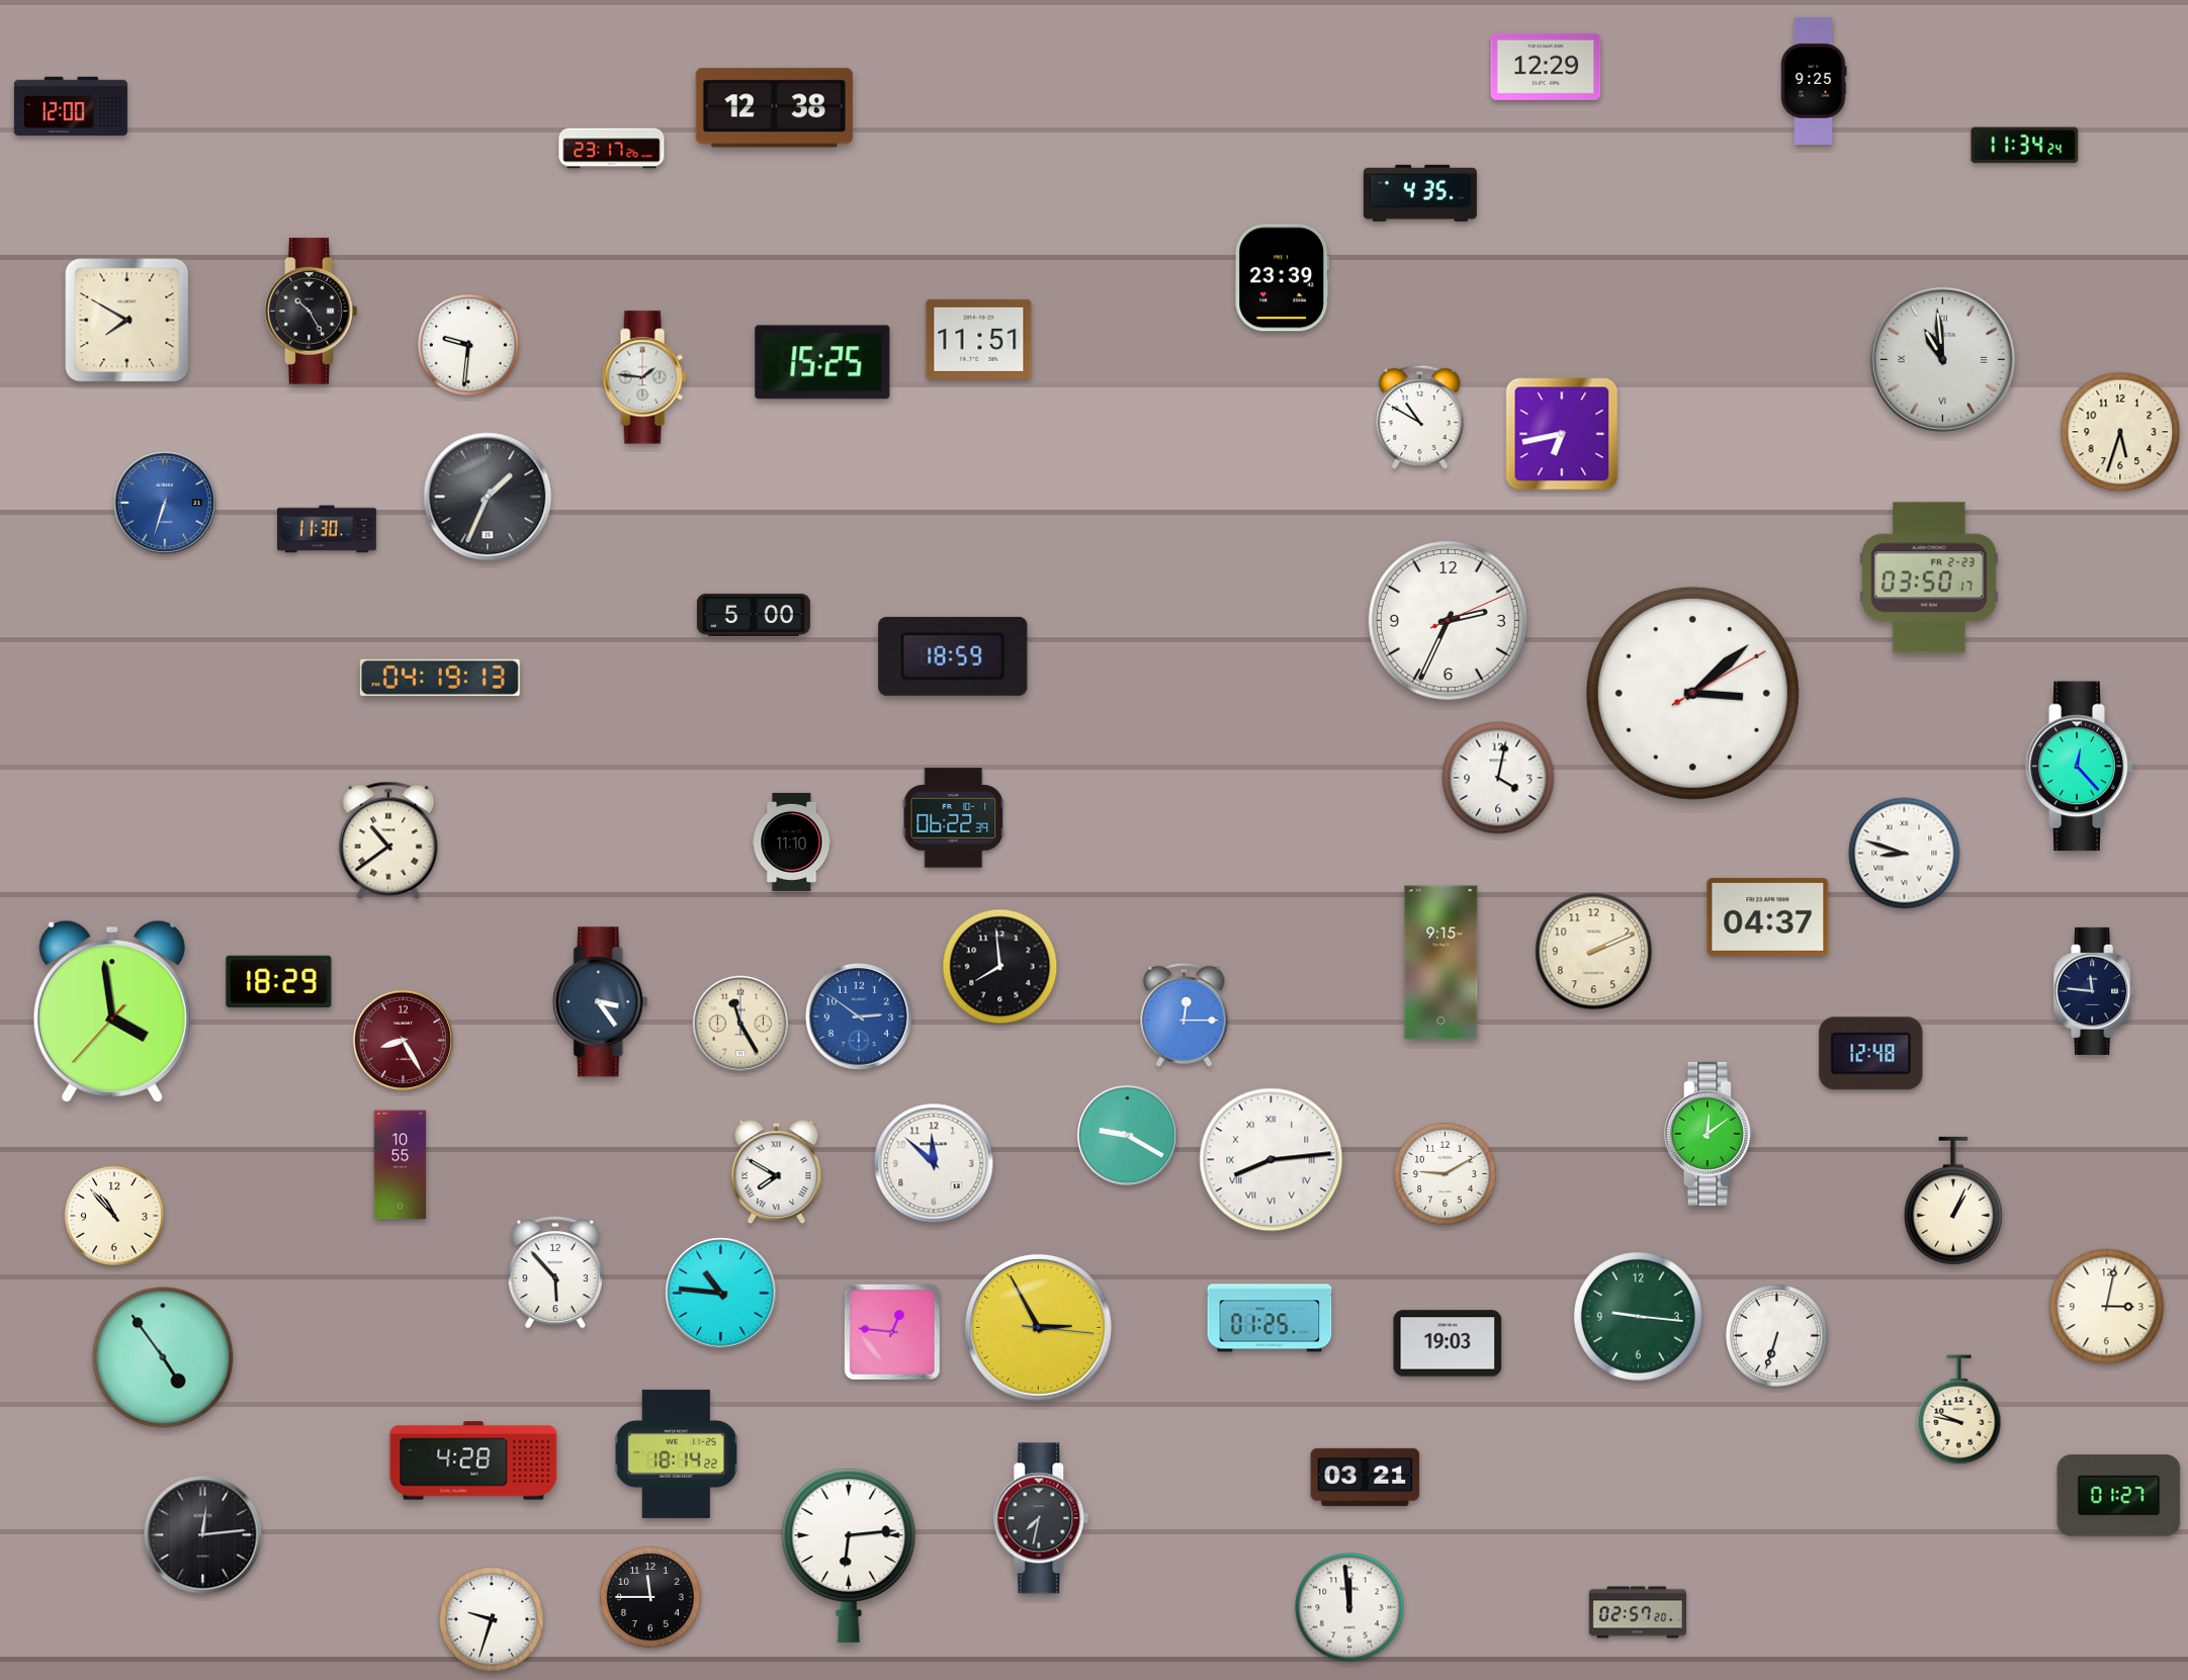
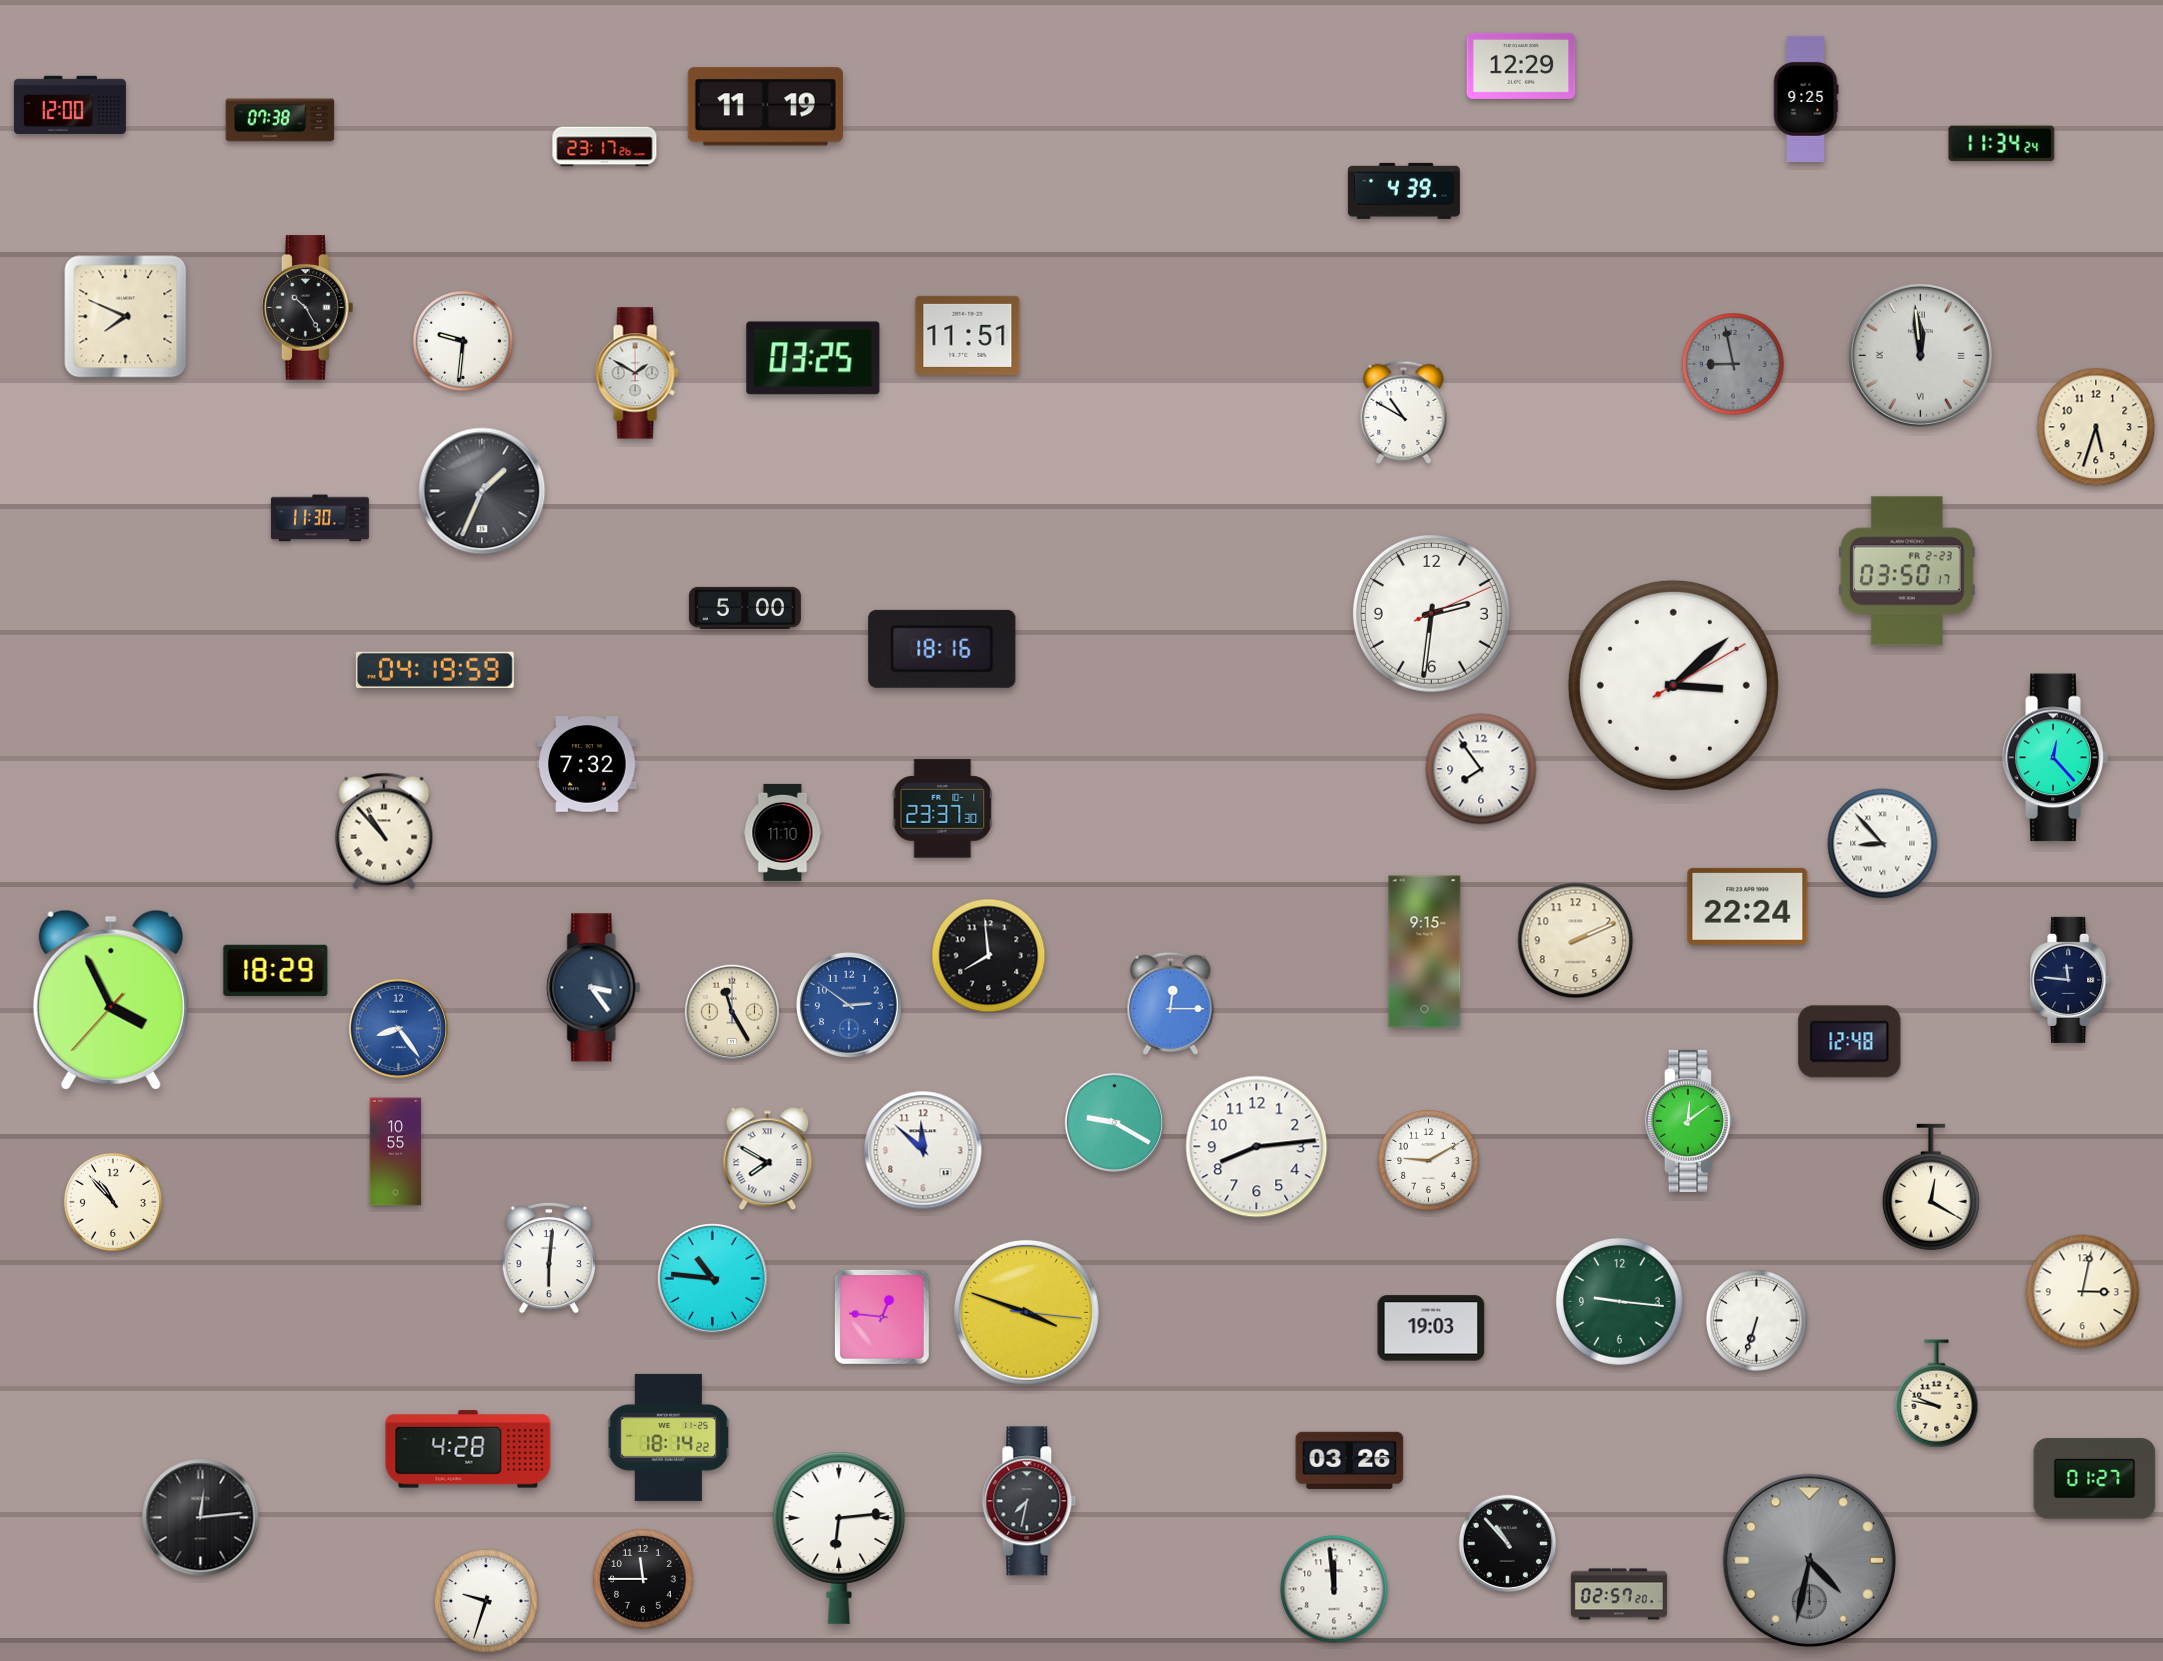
clock at (1546, 67) position: (1546, 67) -> (1521, 66)
clock at (1814, 81) position: (1814, 81) -> (1806, 99)
clock at (774, 108): 12:38 -> 11:19
clock at (280, 120): none -> 07:38
clock at (1420, 193): 4:35 -> 4:39
clock at (1282, 278): 23:39 -> none
clock at (127, 321): 7:50 -> 7:49
clock at (1942, 359): 10:59 -> 11:59
clock at (822, 362): 15:25 -> 03:25
clock at (1733, 364): none -> 8:58
clock at (644, 377): 1:46 -> 1:50
clock at (1562, 434): 6:43 -> none
clock at (165, 503): 6:33 -> none
clock at (327, 529) position: (327, 529) -> (320, 518)
clock at (1448, 620): 2:34 -> 2:31
clock at (953, 656): 18:59 -> 18:16
clock at (440, 678): 04:19:13 -> 04:19:59
clock at (587, 765): none -> 7:32
clock at (1498, 778): 4:02 -> 7:54
clock at (954, 818): 06:22 -> 23:37
clock at (388, 841): 10:39 -> 10:53
clock at (1905, 854): 8:48 -> 8:53
clock at (1768, 916): 04:37 -> 22:24
clock at (601, 1002) position: (601, 1002) -> (594, 988)
clock at (112, 1011): 3:58 -> 3:55
clock at (403, 1040): 8:25 -> 8:24
clock at (403, 1040) dial: burgundy -> blue
clock at (1272, 1160) numerals: Roman -> Arabic
clock at (1953, 1201): 1:04 -> 12:20
clock at (554, 1272): 5:53 -> 6:01
clock at (1270, 1318): 01:25 -> none
clock at (1038, 1327): 2:55 -> 3:48
clock at (163, 1357): 4:54 -> none
clock at (473, 1461) position: (473, 1461) -> (468, 1449)
clock at (1366, 1477): 03:21 -> 03:26
clock at (1507, 1543): none -> 10:53
clock at (1810, 1561): none -> 4:32
